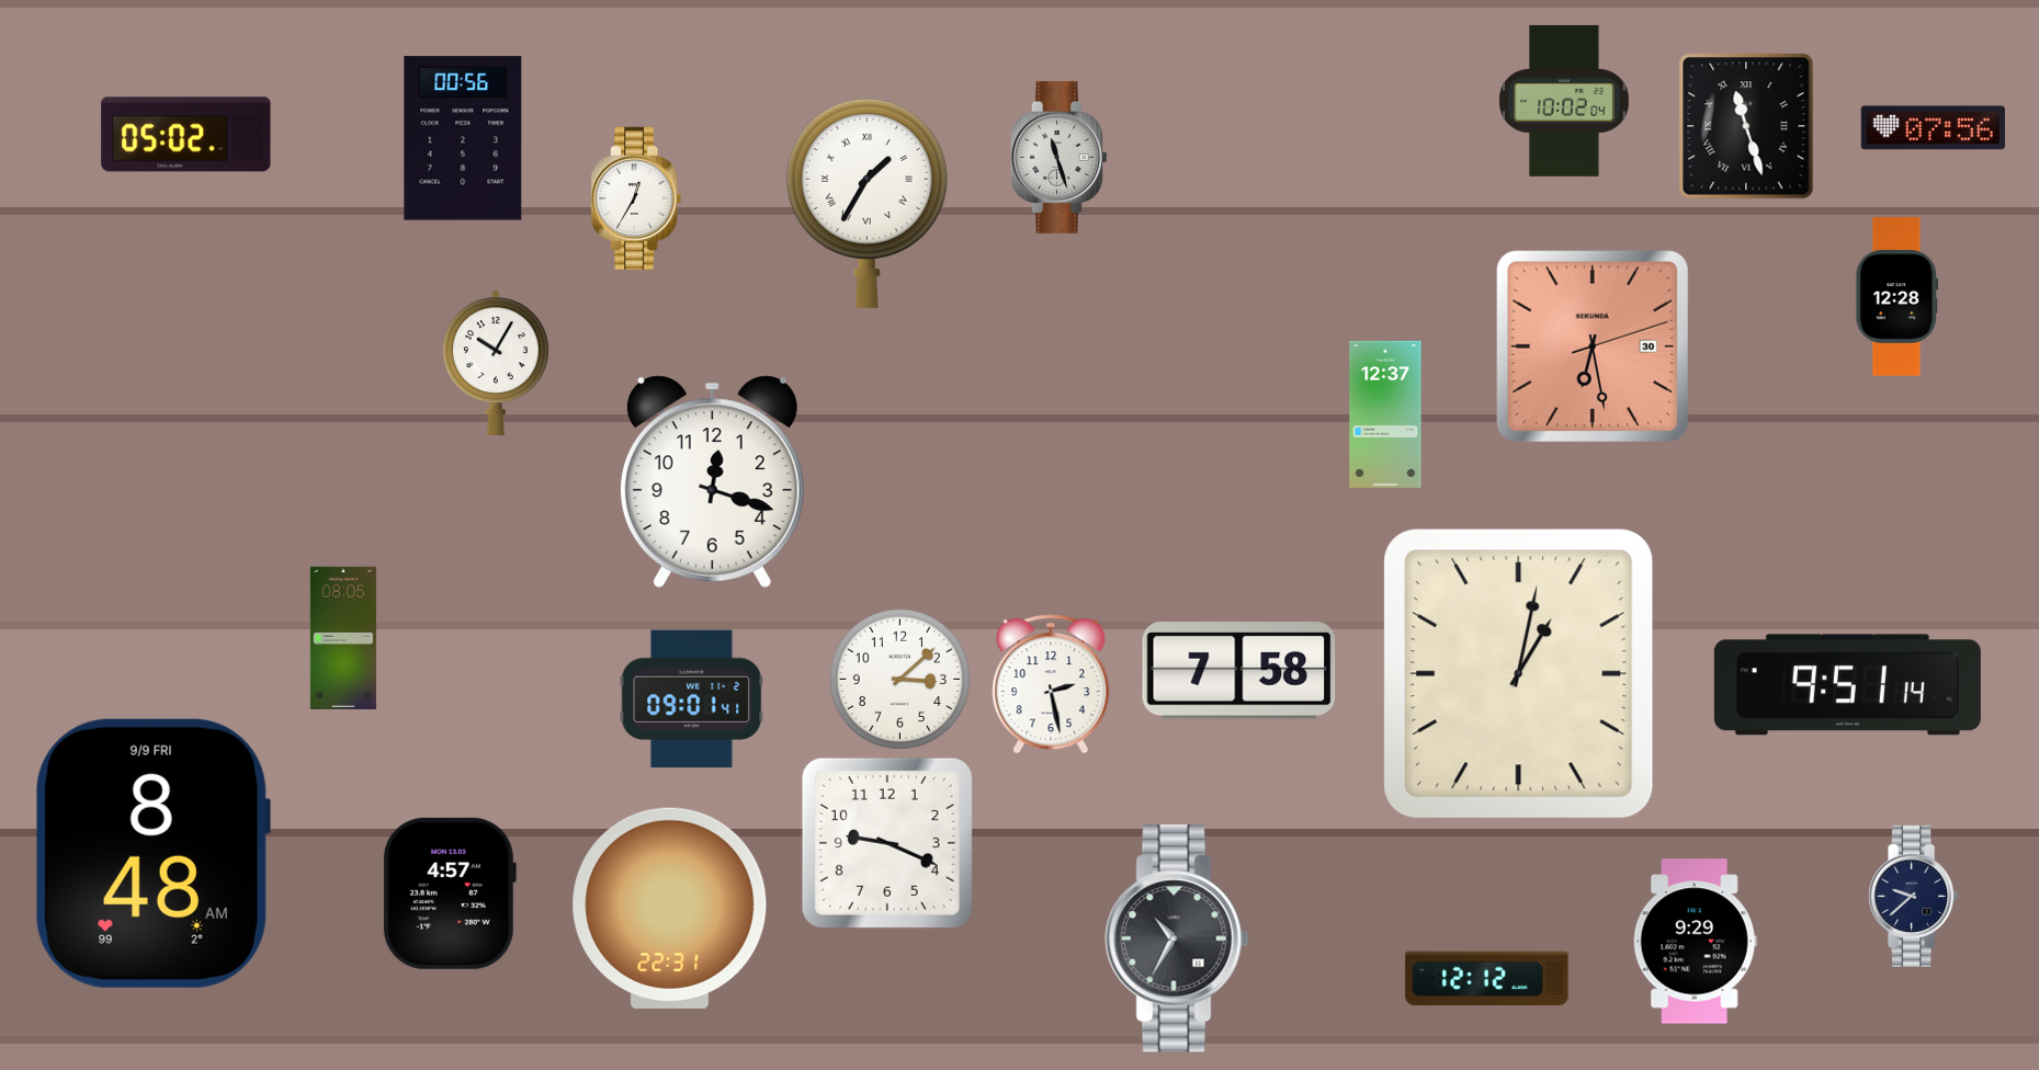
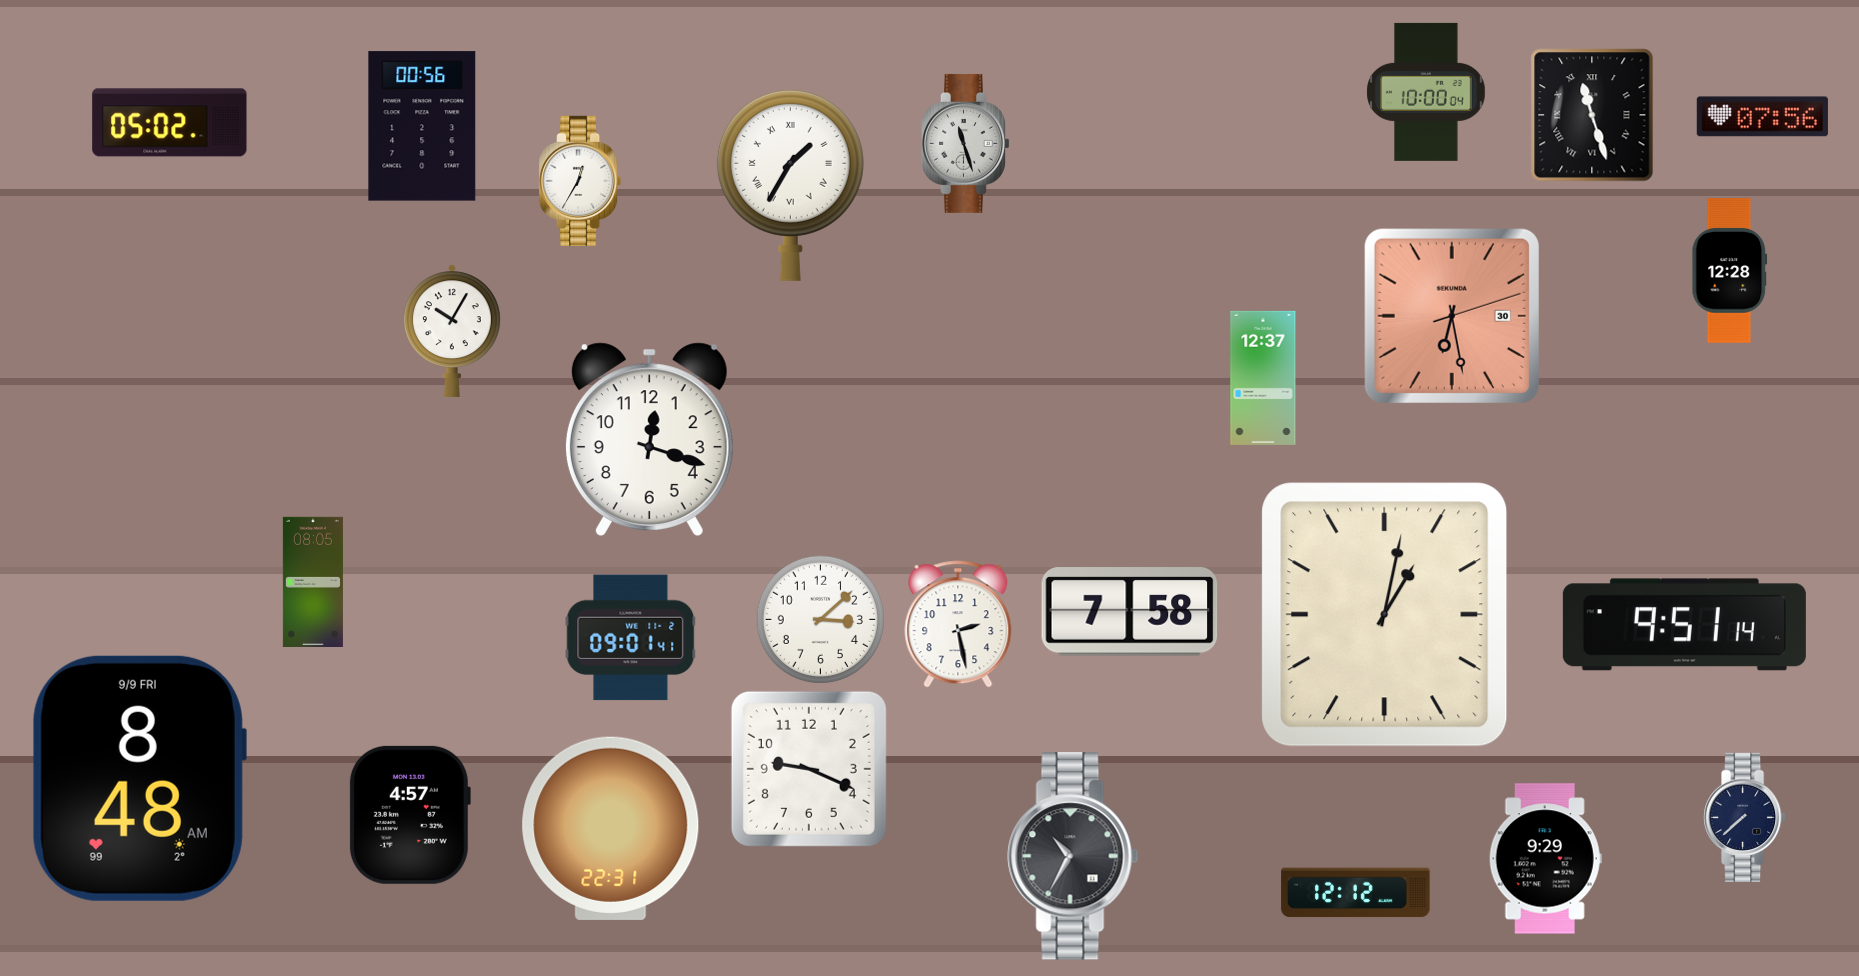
clock at (1564, 101): 10:02 -> 10:00
clock at (1914, 896): 9:38 -> 7:38
